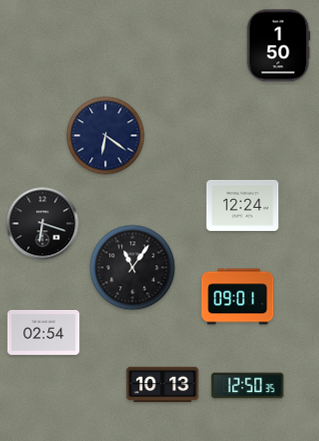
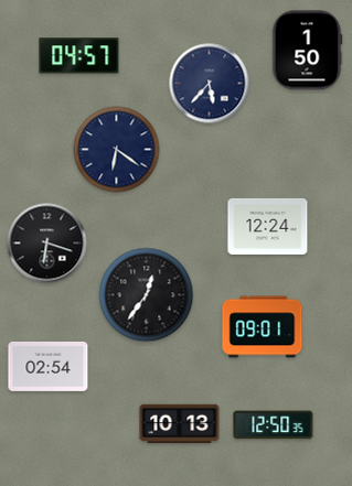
clock at (79, 56): none -> 04:57
clock at (210, 84): none -> 5:37
clock at (43, 224) position: (43, 224) -> (47, 244)
clock at (133, 268): 11:06 -> 12:36
